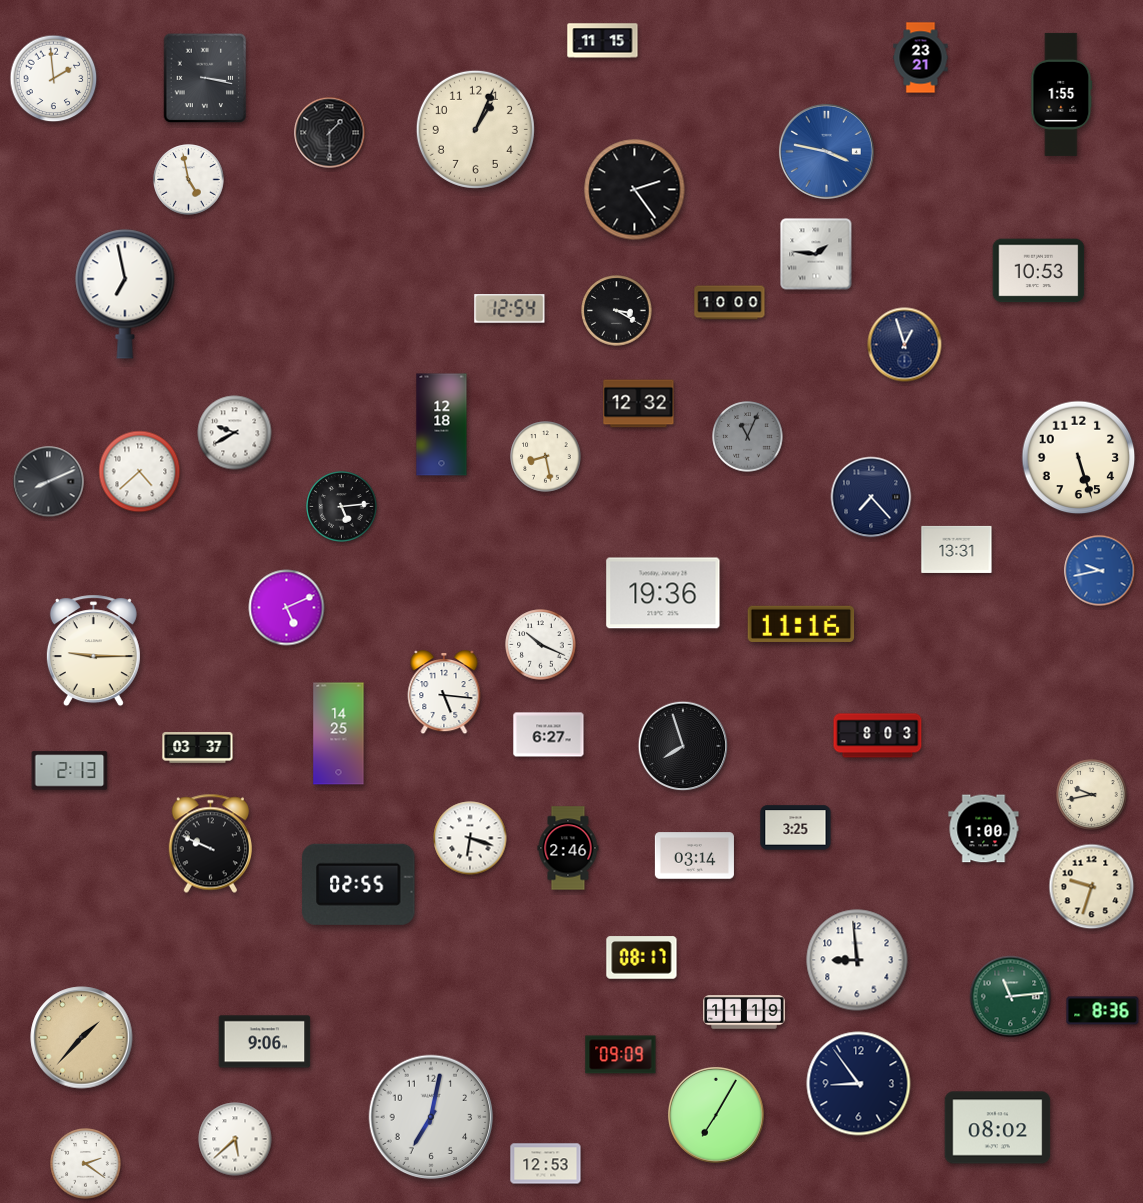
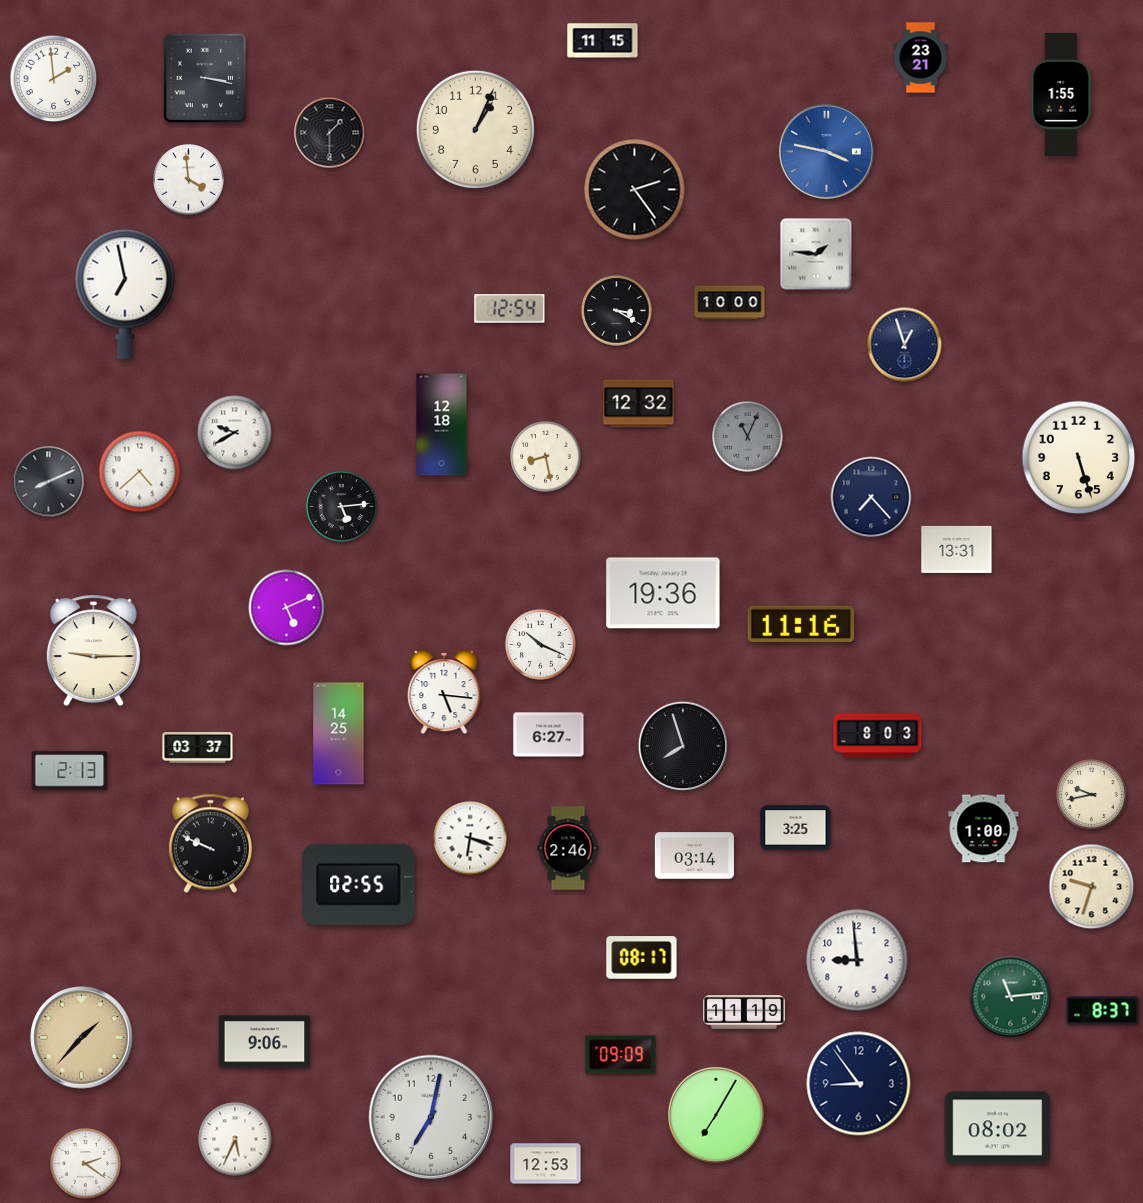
clock at (189, 180): 4:58 -> 3:59
clock at (1039, 271): 10:53 -> none
clock at (1100, 571): 9:43 -> none
clock at (1103, 1011): 8:36 -> 8:37
clock at (235, 1139): 5:38 -> 5:34
